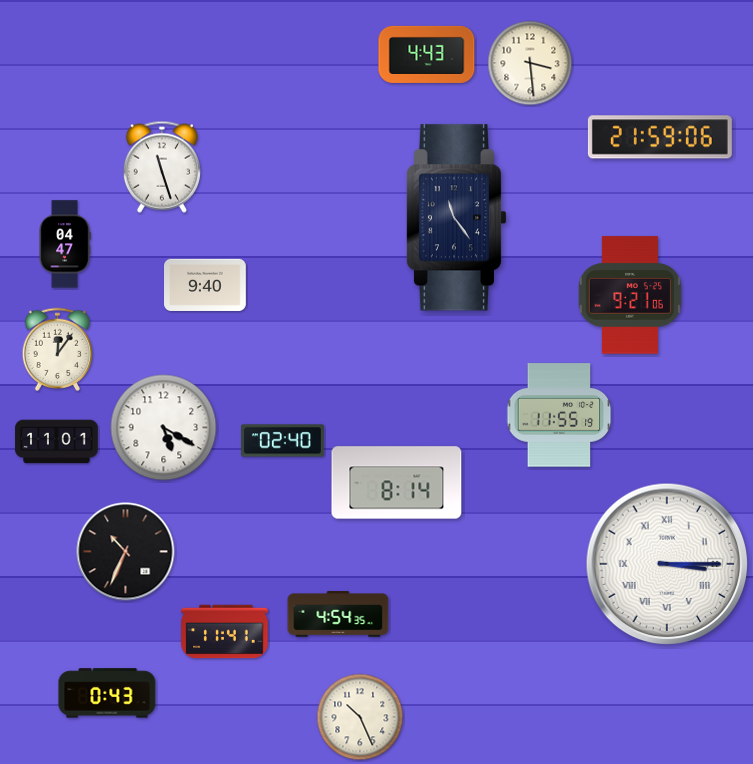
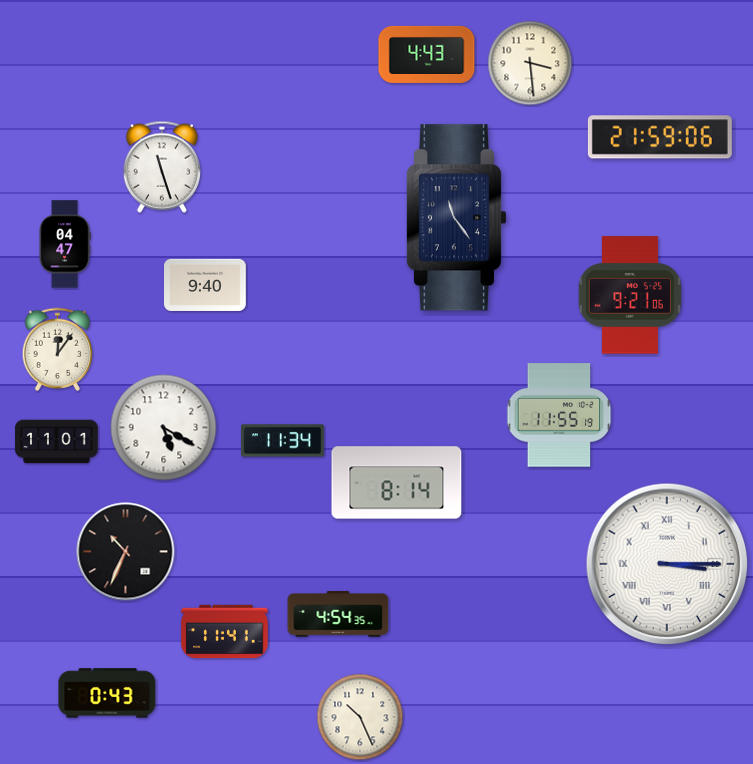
clock at (283, 441): 02:40 -> 11:34
